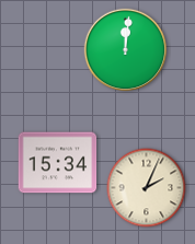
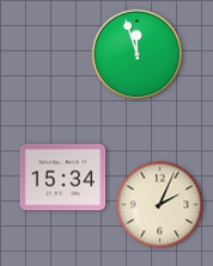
clock at (126, 50): 12:01 -> 11:57
